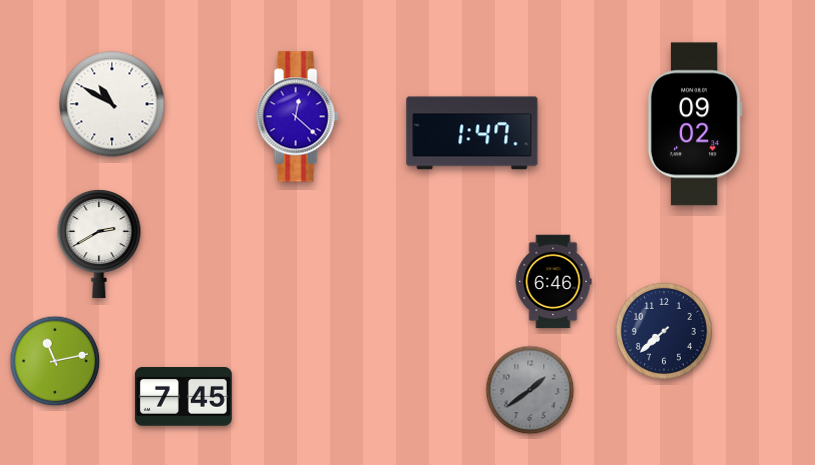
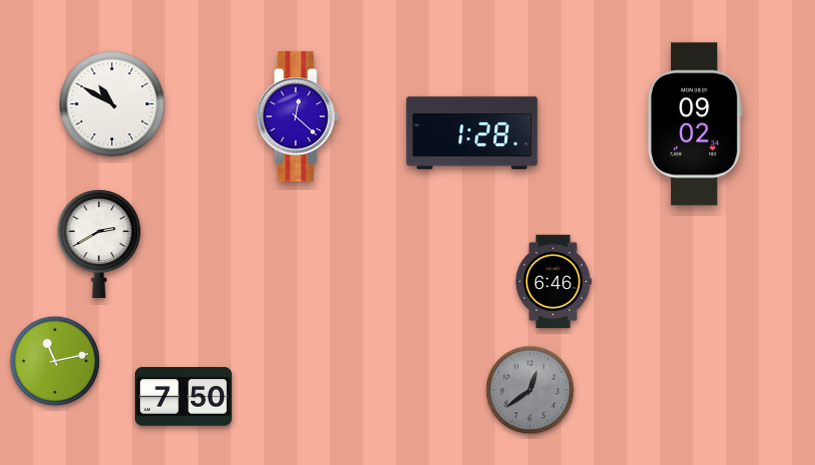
clock at (472, 133): 1:47 -> 1:28
clock at (664, 331): 7:38 -> none
clock at (530, 390): 1:39 -> 12:39
clock at (183, 397): 7:45 -> 7:50
